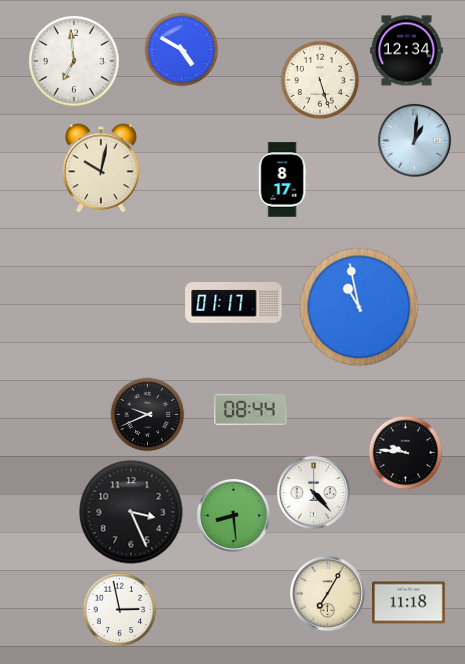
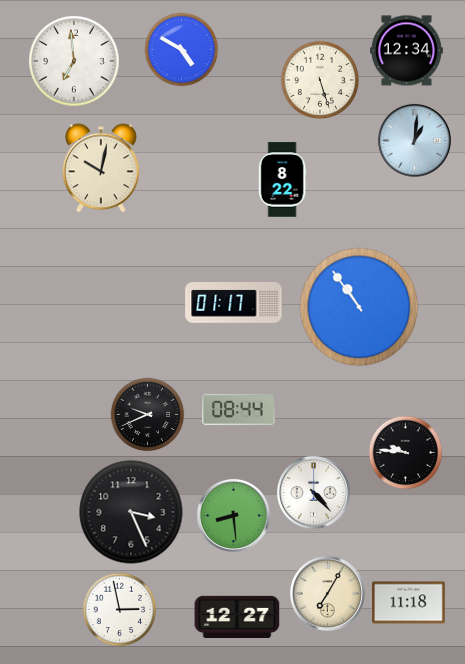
clock at (282, 180): 8:17 -> 8:22
clock at (359, 307): 10:58 -> 10:54
clock at (251, 410) position: (251, 410) -> (239, 410)
clock at (237, 616): none -> 12:27
